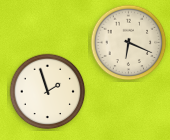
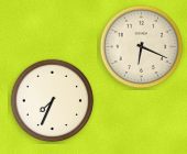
clock at (48, 92): 1:57 -> 7:34
